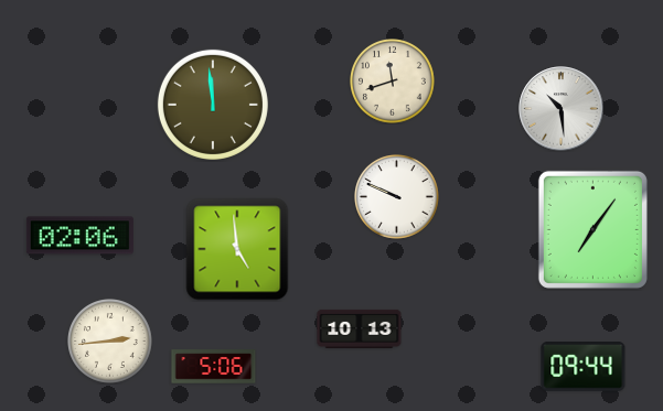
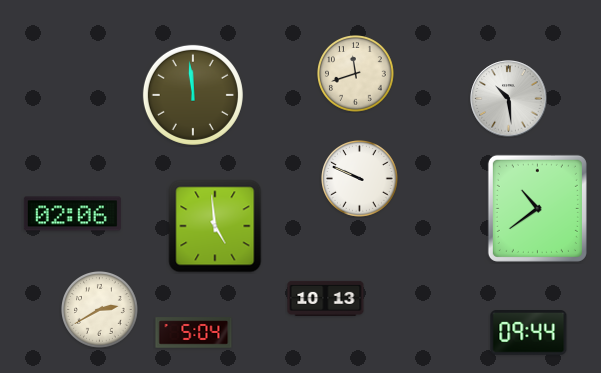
clock at (592, 229): 7:06 -> 10:39
clock at (110, 342): 2:44 -> 2:40
clock at (214, 367): 5:06 -> 5:04
